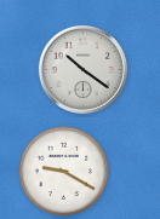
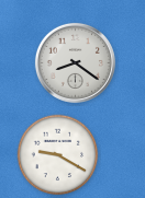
clock at (82, 69): 10:21 -> 8:21
